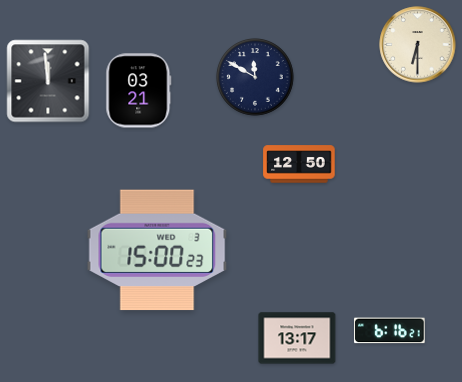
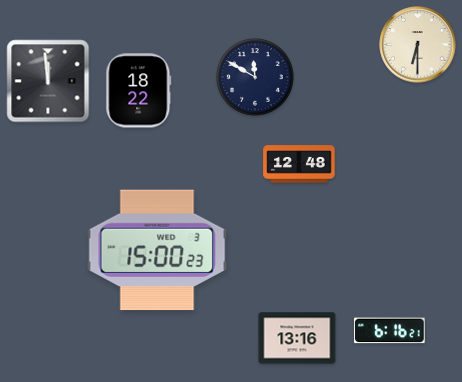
clock at (139, 91): 03:21 -> 18:22
clock at (299, 164): 12:50 -> 12:48
clock at (297, 338): 13:17 -> 13:16
